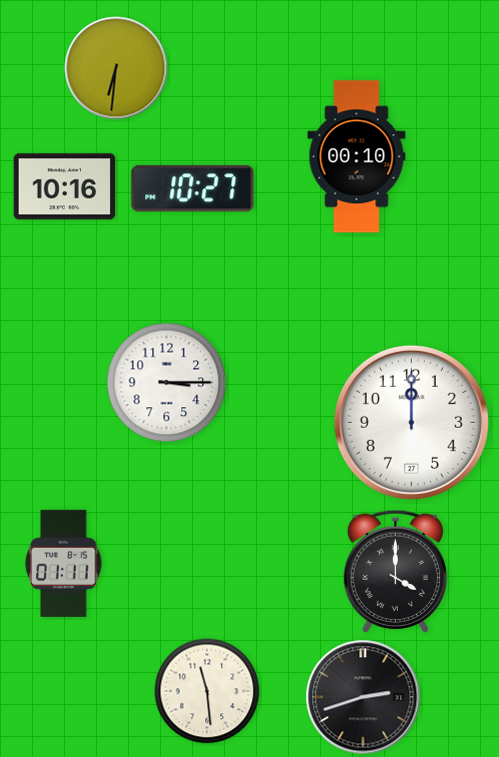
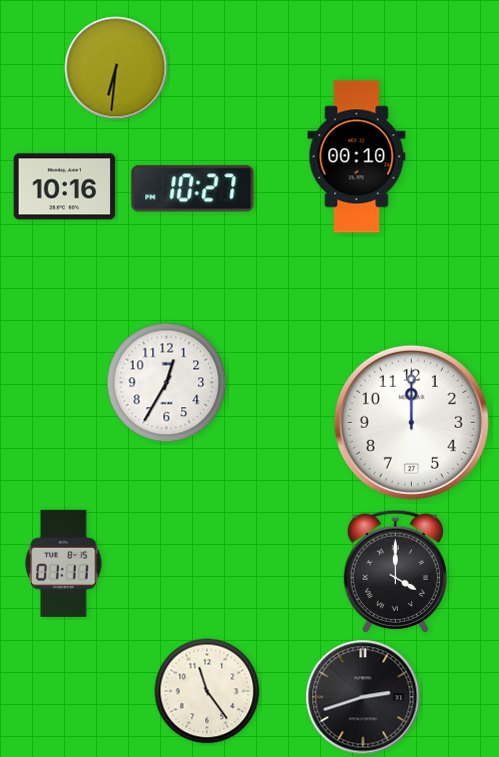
clock at (167, 383): 3:15 -> 12:35
clock at (207, 691): 11:29 -> 11:24
